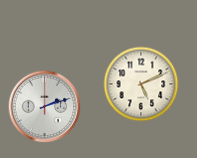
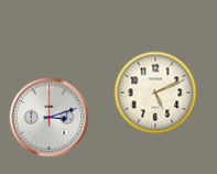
clock at (45, 107): 2:12 -> 3:12
